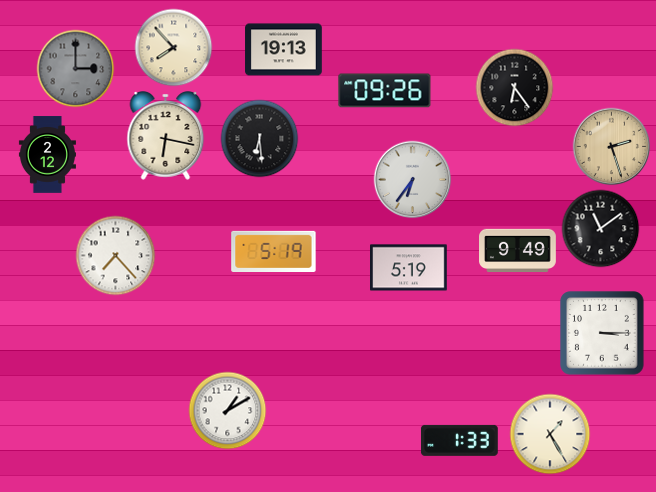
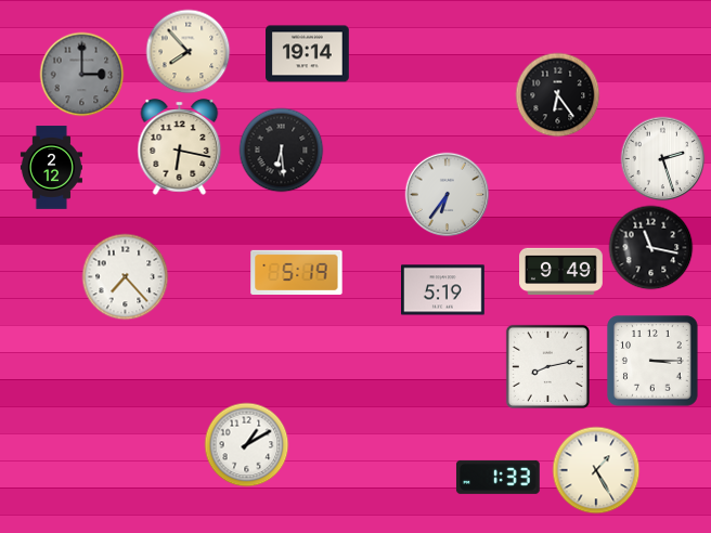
clock at (284, 50): 19:13 -> 19:14
clock at (385, 91): 09:26 -> none
clock at (611, 146) dial: champagne -> white
clock at (600, 228): 11:09 -> 11:17
clock at (547, 366): none -> 8:13
